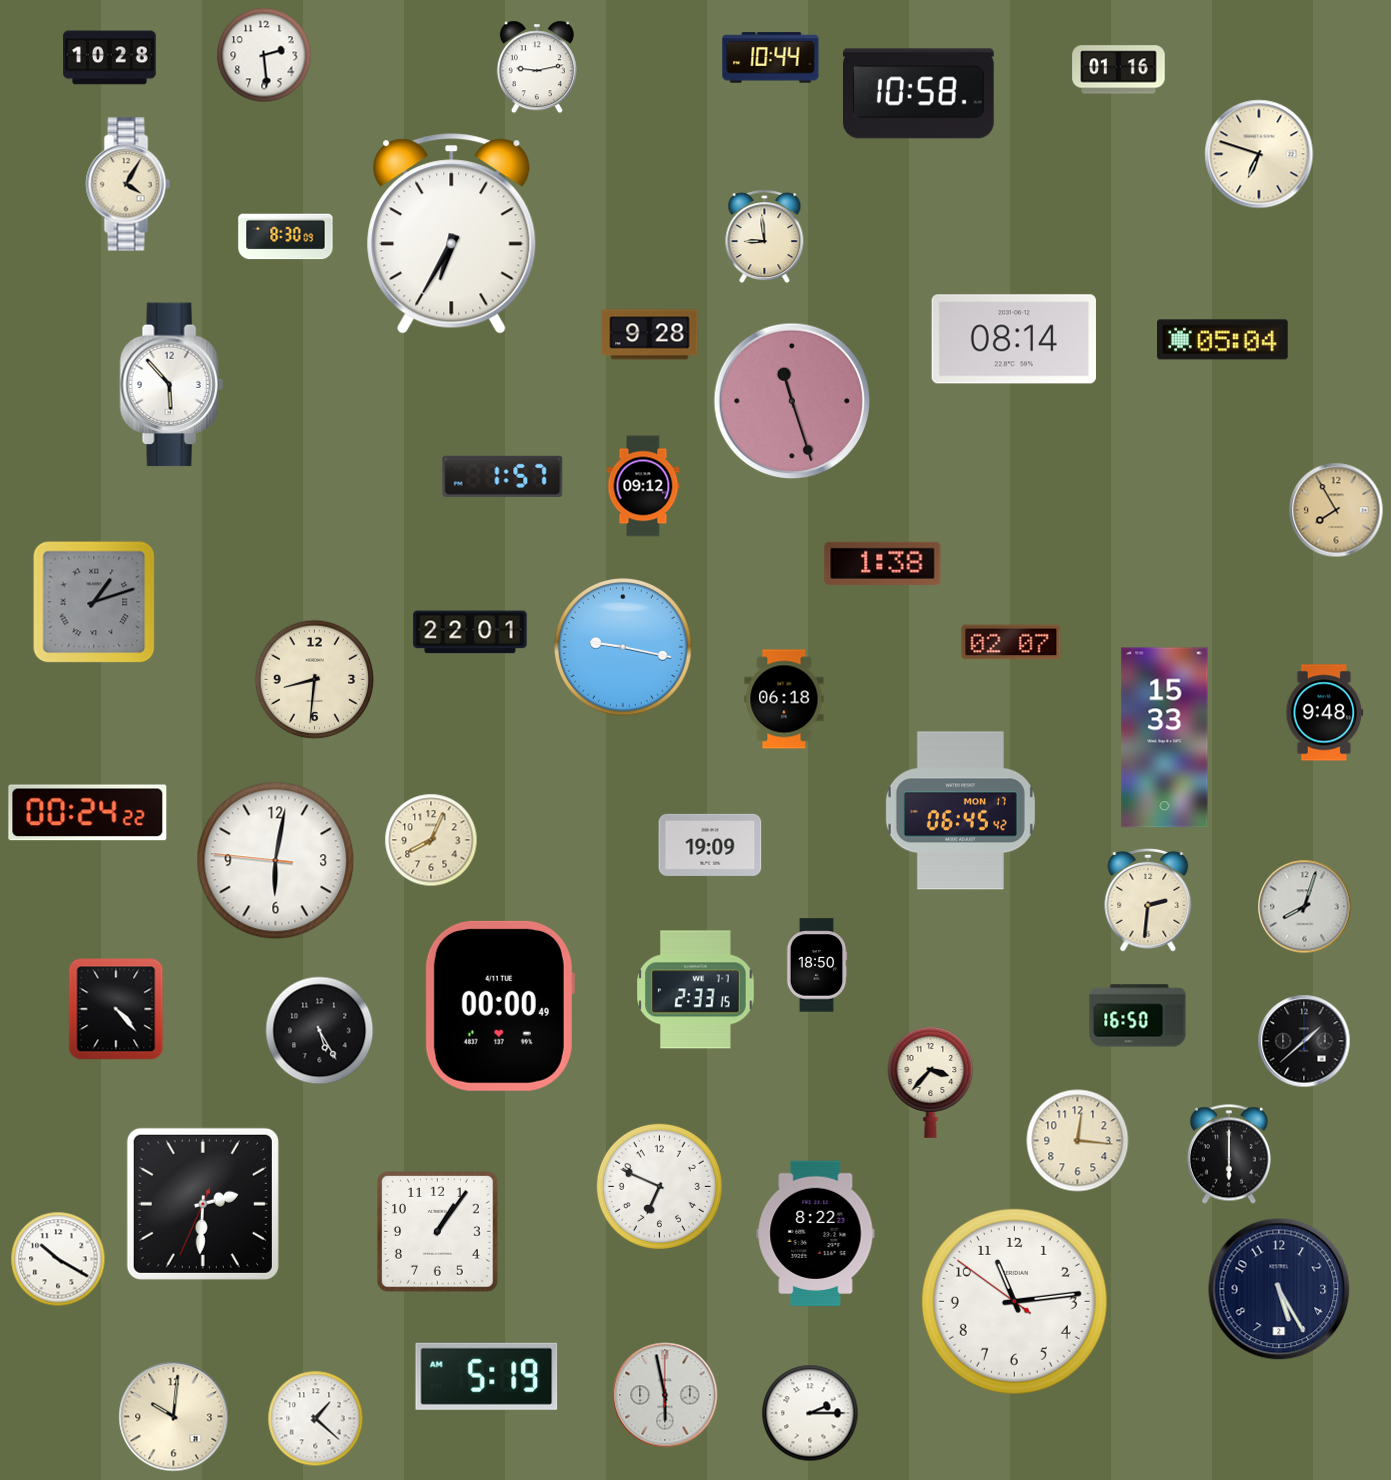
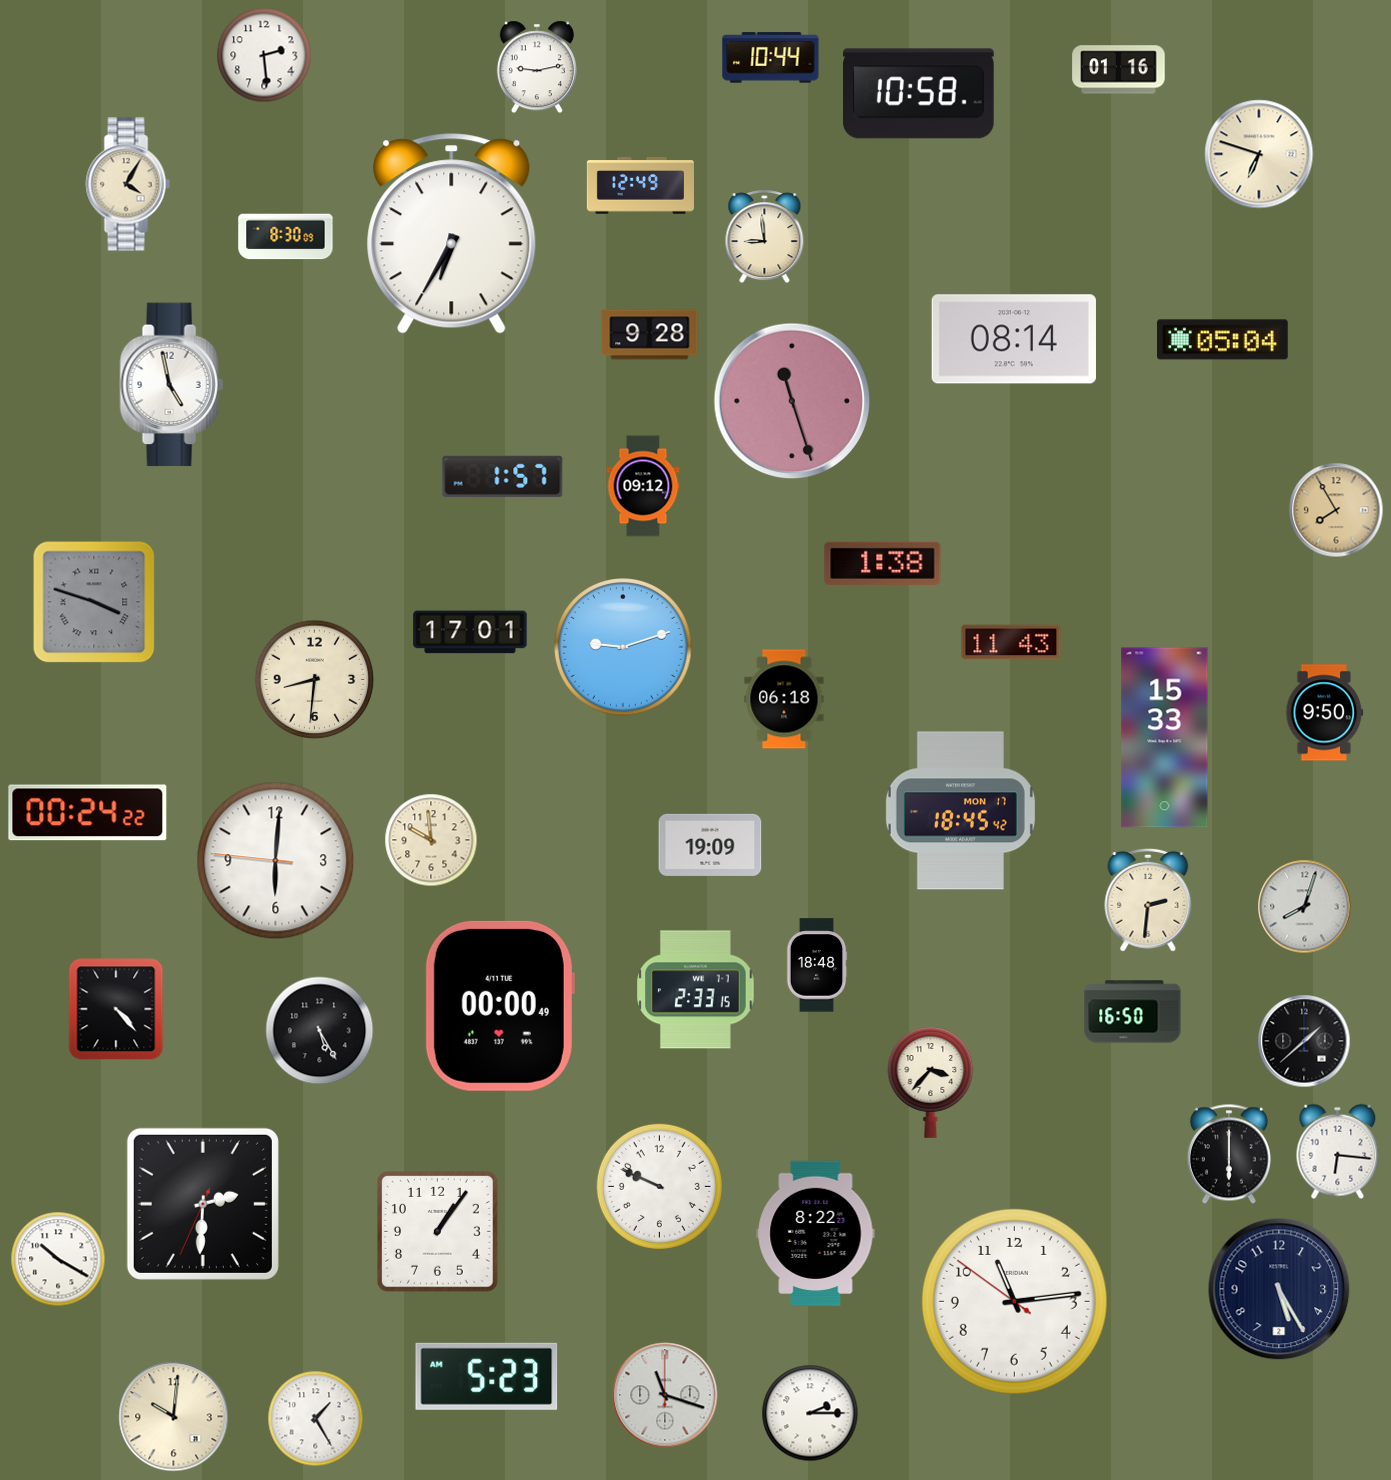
clock at (110, 58): 10:28 -> none
clock at (640, 186): none -> 12:49
clock at (171, 385): 5:53 -> 4:58
clock at (94, 602): 1:12 -> 3:48
clock at (470, 632): 22:01 -> 17:01
clock at (1011, 642): 02:07 -> 11:43
clock at (623, 647): 9:17 -> 9:12
clock at (1325, 713): 9:48 -> 9:50
clock at (960, 811): 06:45 -> 18:45
clock at (431, 840): 8:04 -> 9:59
clock at (276, 861): 6:01 -> 6:00
clock at (817, 965): 18:50 -> 18:48
clock at (1138, 1016) position: (1138, 1016) -> (1133, 1012)
clock at (1078, 1141): 12:16 -> none
clock at (1338, 1152): none -> 6:16
clock at (659, 1186): 6:49 -> 9:49
clock at (487, 1376): 5:19 -> 5:23
clock at (665, 1395): 5:58 -> 11:18
clock at (316, 1419): 1:22 -> 1:25
